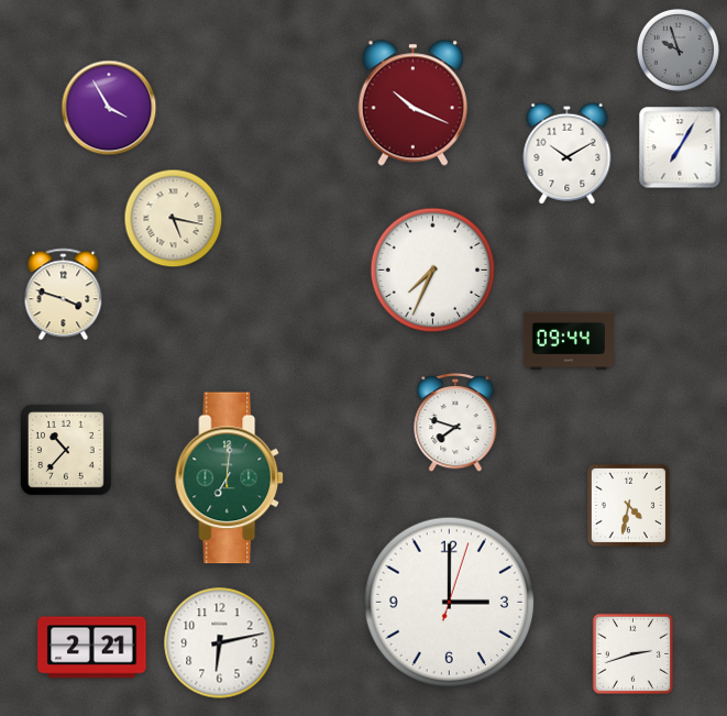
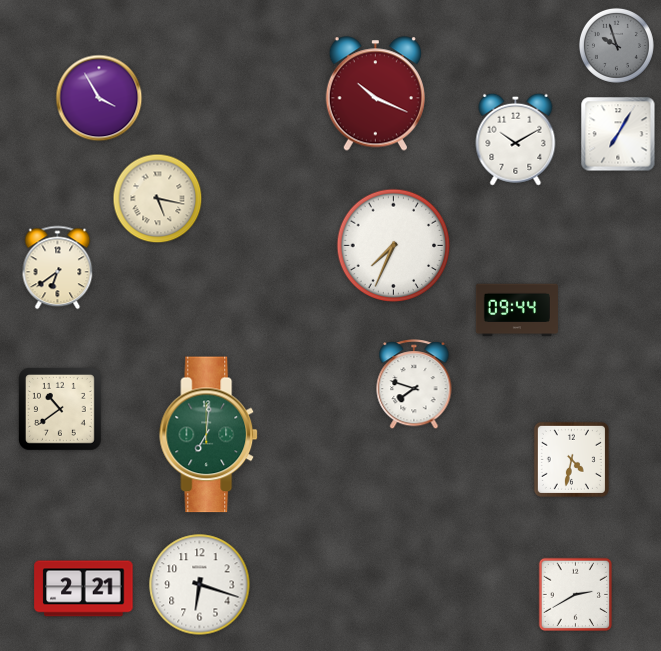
clock at (64, 295): 3:48 -> 6:39
clock at (66, 450): 10:37 -> 10:39
clock at (450, 603): 3:00 -> none
clock at (220, 643): 6:13 -> 6:18
clock at (634, 654): 2:42 -> 2:40
